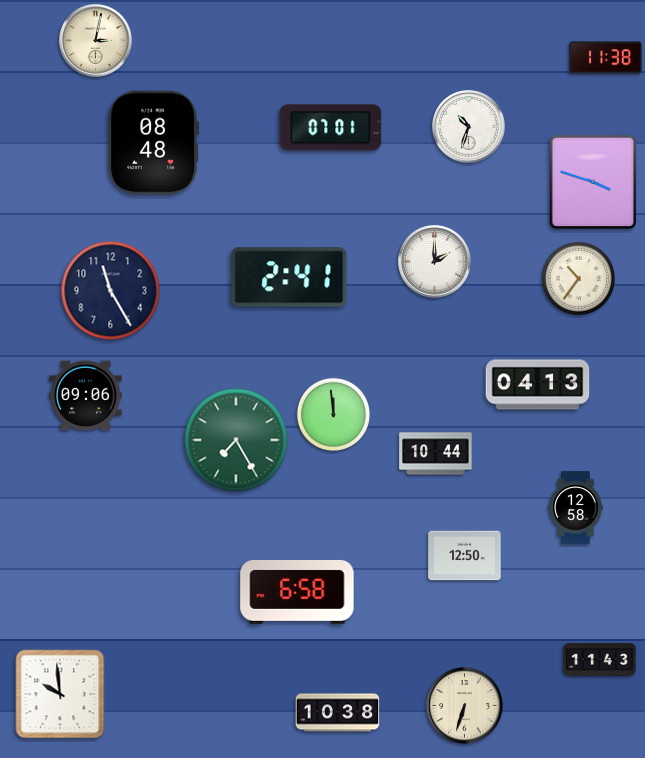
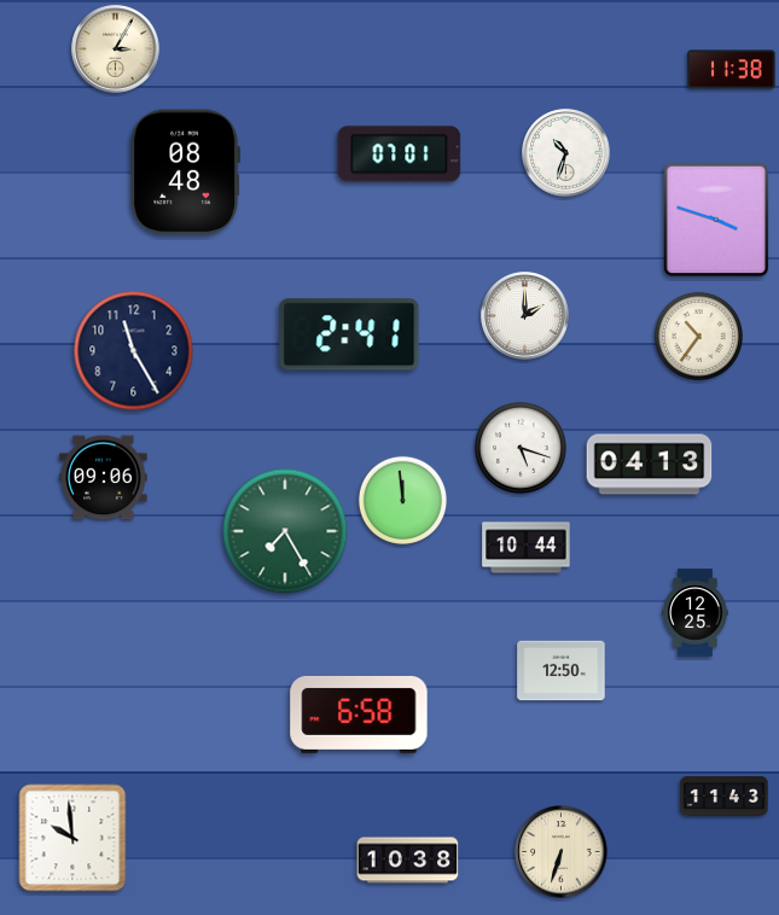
clock at (96, 41): 3:02 -> 3:05
clock at (521, 448): none -> 5:18
clock at (576, 508): 12:58 -> 12:25
